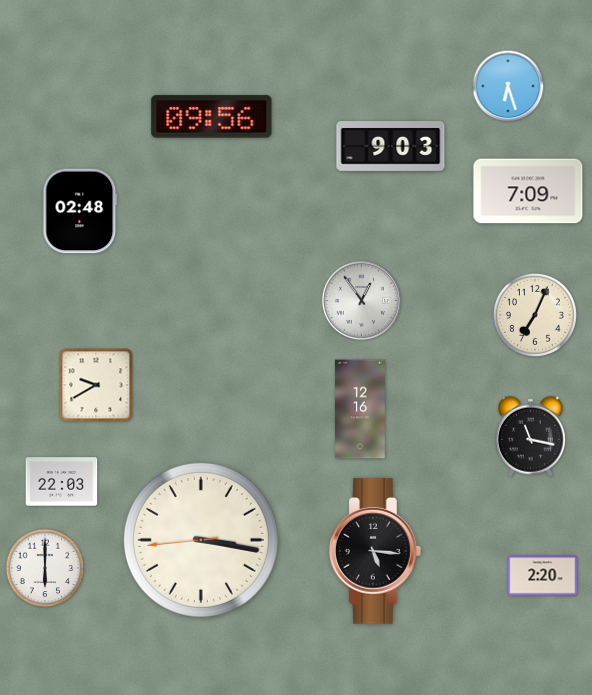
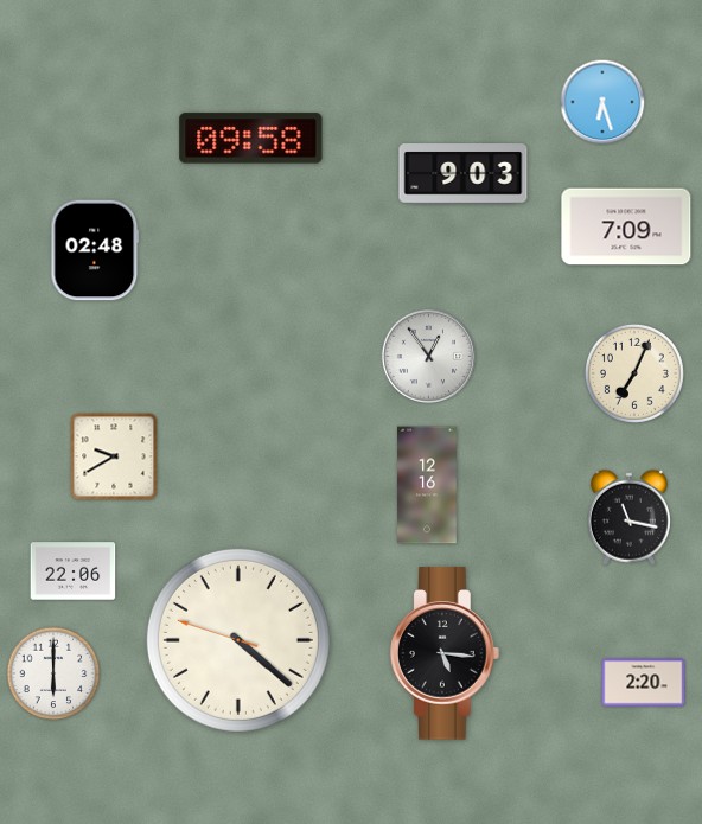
clock at (212, 117): 09:56 -> 09:58
clock at (62, 482): 22:03 -> 22:06
clock at (201, 540): 3:16 -> 4:21
